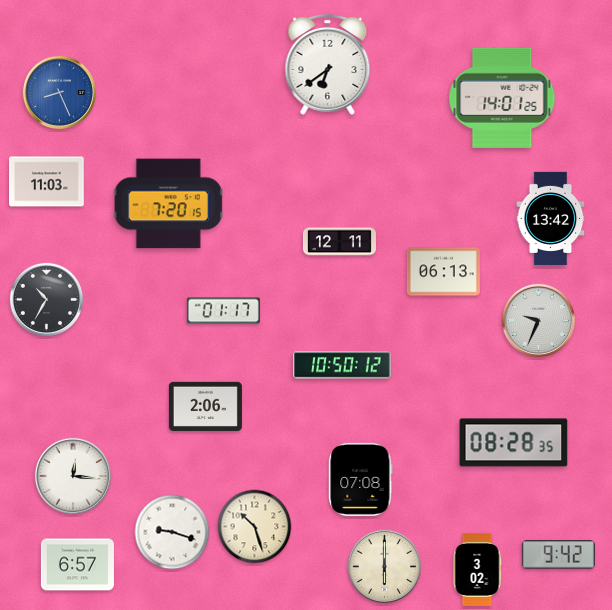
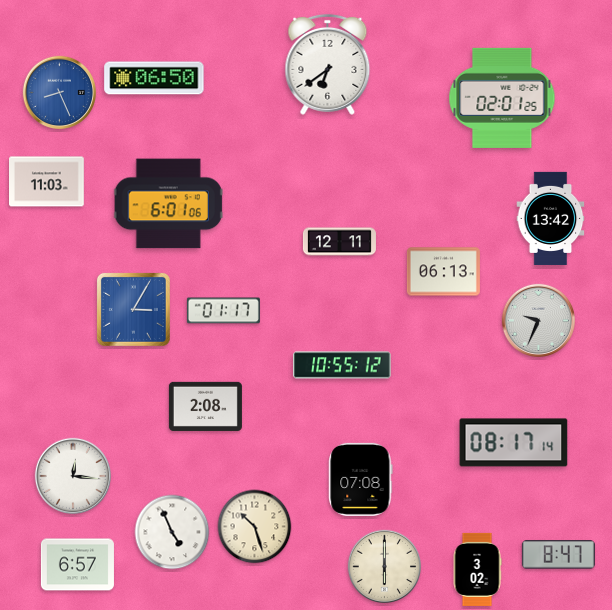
clock at (154, 78): none -> 06:50
clock at (502, 98): 14:01 -> 02:01
clock at (168, 204): 7:20 -> 6:01
clock at (46, 300): 10:35 -> none
clock at (133, 309): none -> 3:05
clock at (342, 365): 10:50 -> 10:55
clock at (205, 406): 2:06 -> 2:08
clock at (514, 443): 08:28 -> 08:17
clock at (172, 532): 9:18 -> 4:56
clock at (558, 555): 9:42 -> 8:47
